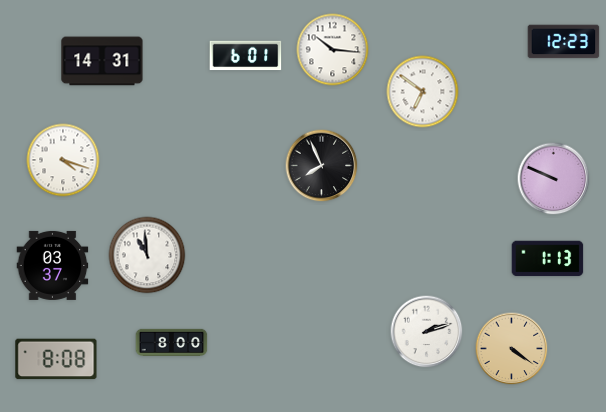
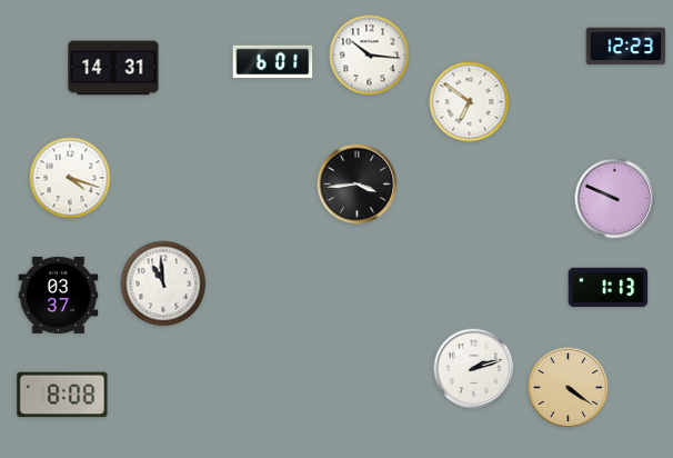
clock at (322, 166): 7:56 -> 3:44
clock at (172, 342): 8:00 -> none
clock at (56, 359) position: (56, 359) -> (62, 395)
